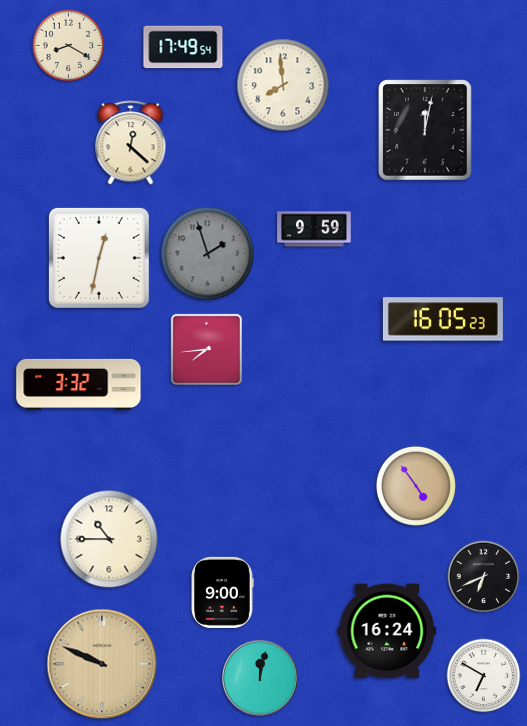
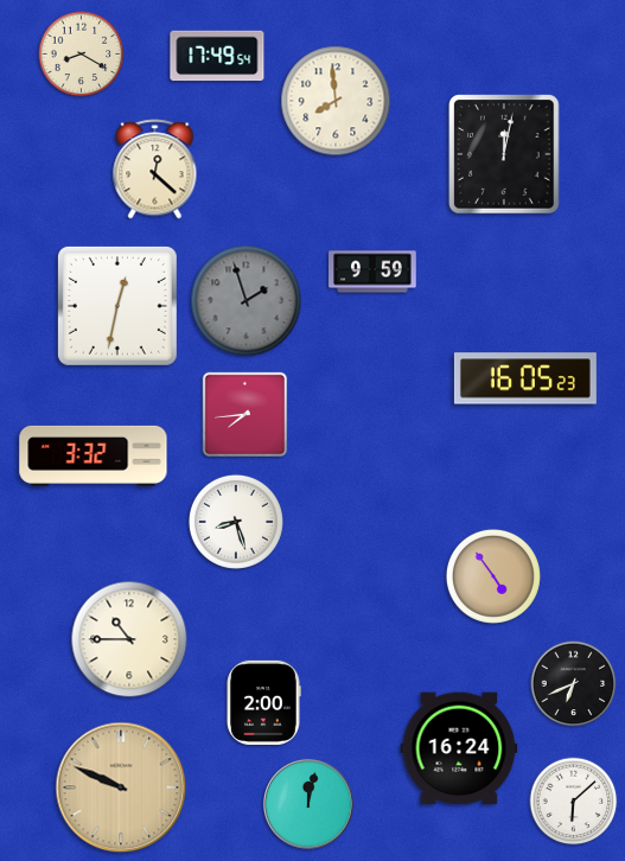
clock at (236, 522): none -> 8:27
clock at (222, 592): 9:00 -> 2:00
clock at (484, 676): 6:50 -> 6:08
